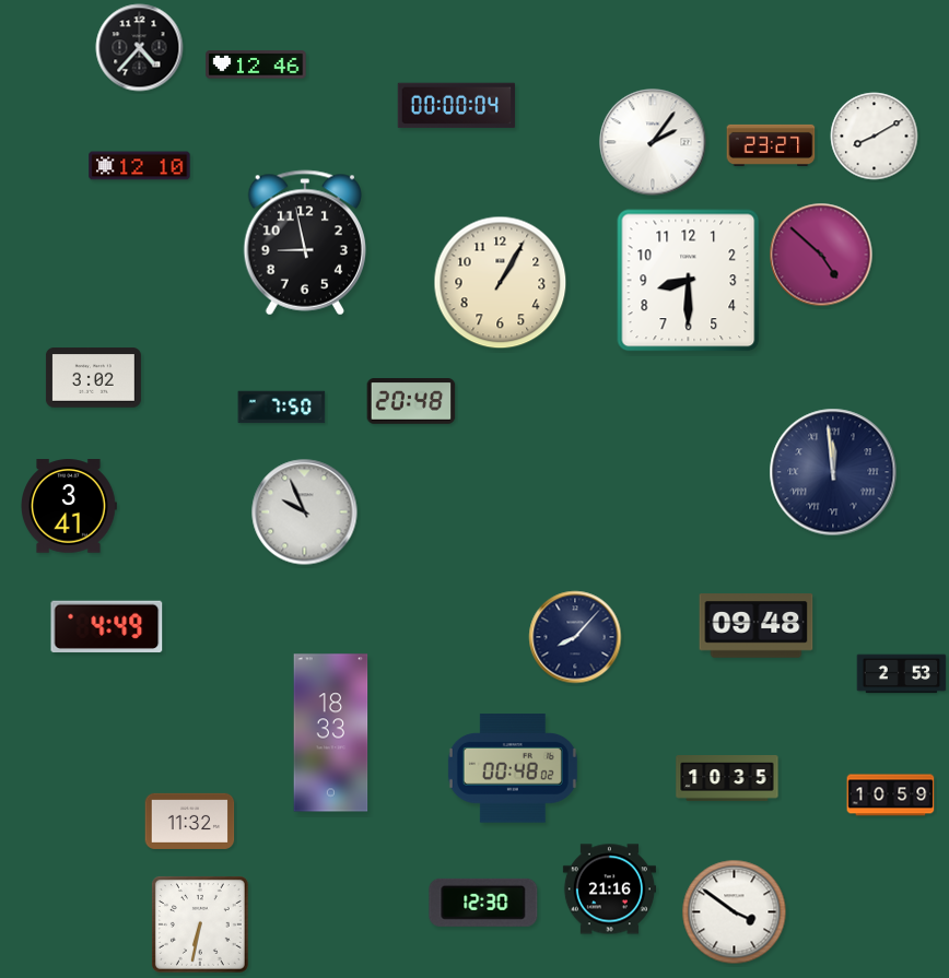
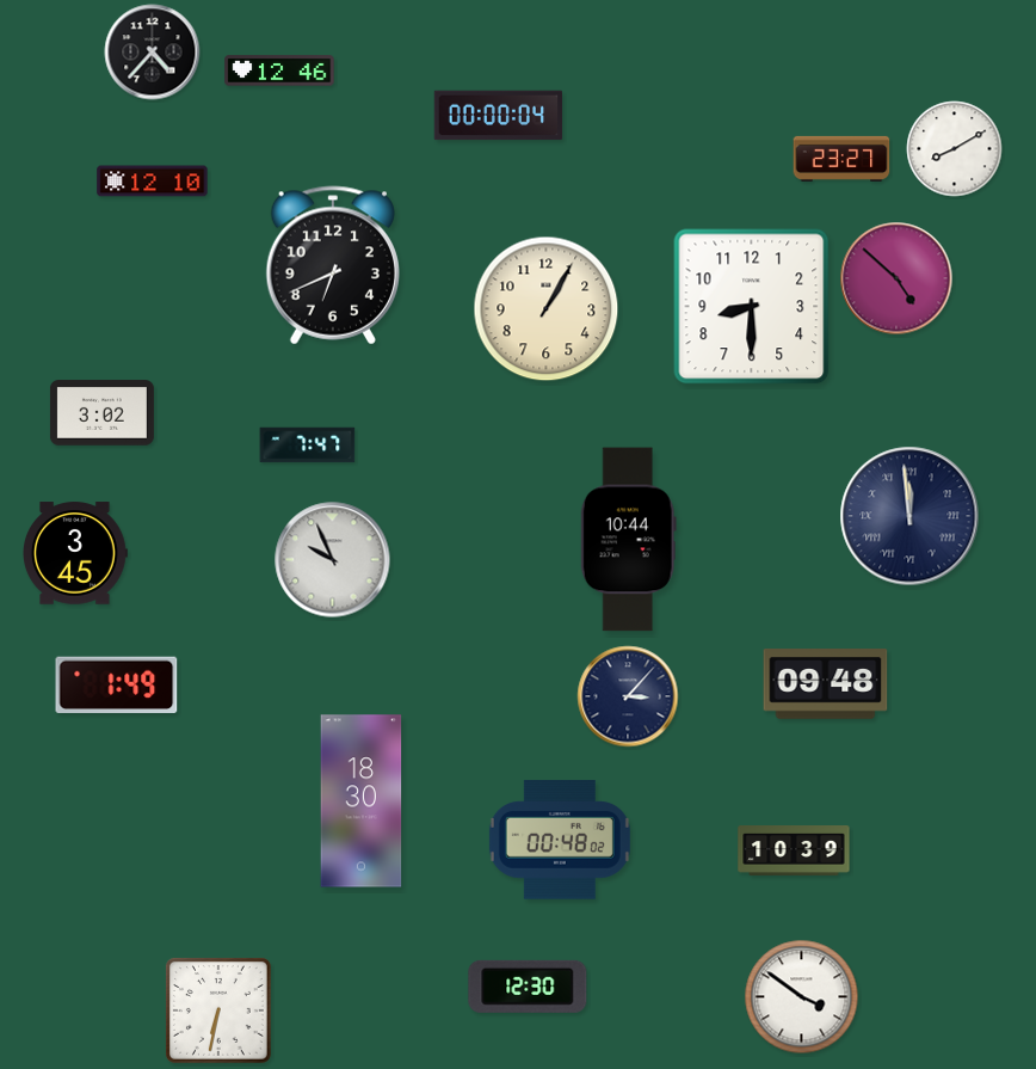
clock at (653, 142): 2:06 -> none
clock at (305, 243): 8:58 -> 6:41
clock at (411, 401): 20:48 -> none
clock at (282, 408): 7:50 -> 7:47
clock at (628, 540): none -> 10:44
clock at (69, 506): 3:41 -> 3:45
clock at (107, 626): 4:49 -> 1:49
clock at (575, 637): 8:07 -> 3:07
clock at (902, 674): 2:53 -> none
clock at (331, 733): 18:33 -> 18:30
clock at (727, 779): 10:35 -> 10:39
clock at (891, 796): 10:59 -> none
clock at (190, 821): 11:32 -> none
clock at (609, 889): 21:16 -> none
